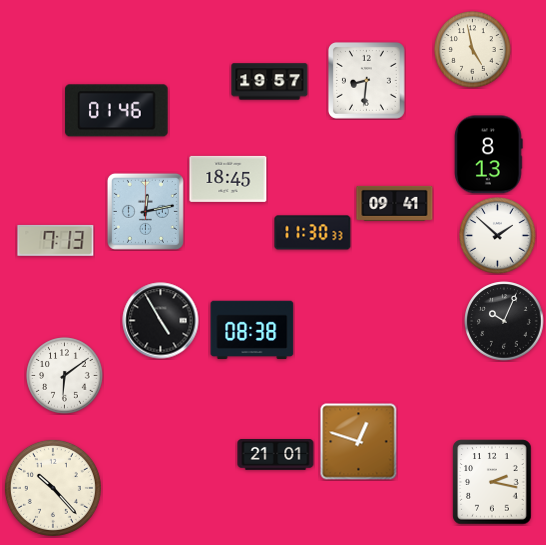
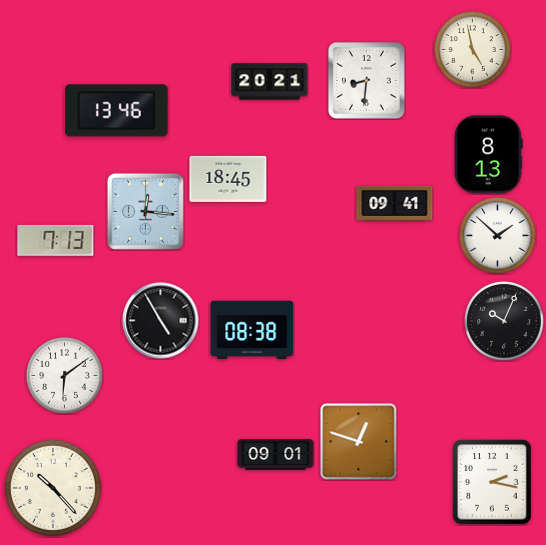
clock at (270, 82): 19:57 -> 20:21
clock at (117, 111): 01:46 -> 13:46
clock at (145, 211): 12:13 -> 12:16
clock at (313, 233): 11:30 -> none
clock at (276, 455): 21:01 -> 09:01
